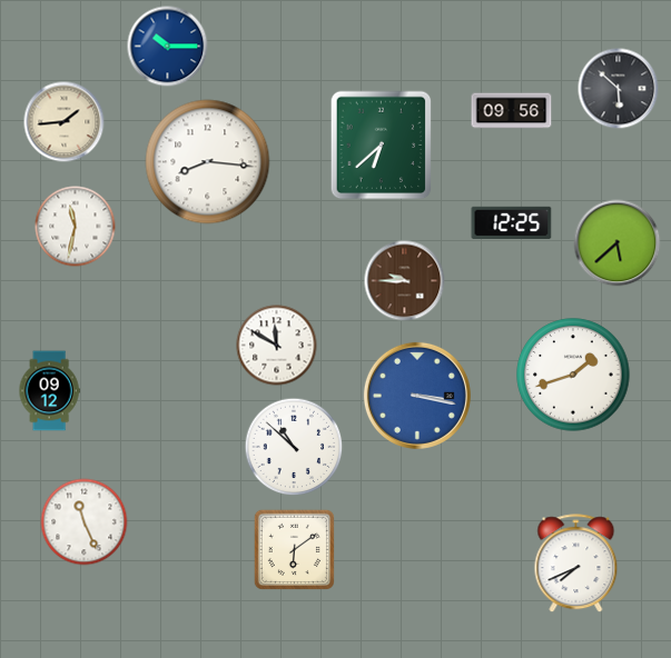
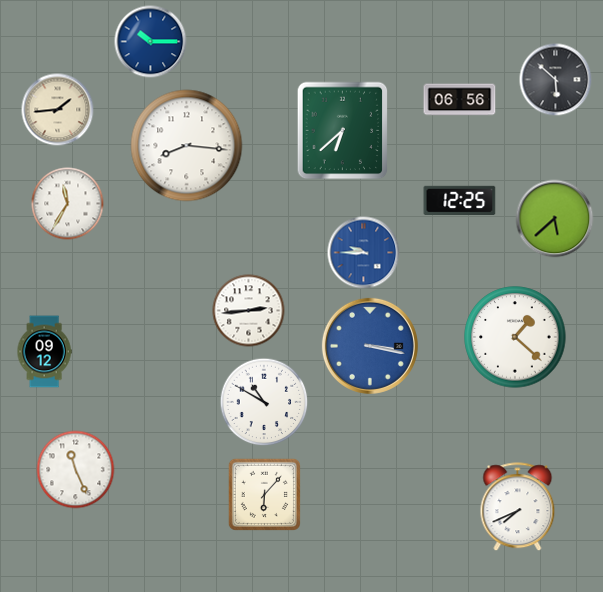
clock at (512, 111): 09:56 -> 06:56
clock at (76, 227): 11:32 -> 11:35
clock at (405, 281) dial: brown -> blue
clock at (277, 346): 11:50 -> 2:44
clock at (573, 375): 1:42 -> 1:22
clock at (417, 396) position: (417, 396) -> (370, 346)
clock at (294, 447): 10:52 -> 10:50
clock at (294, 549): 6:09 -> 6:07
